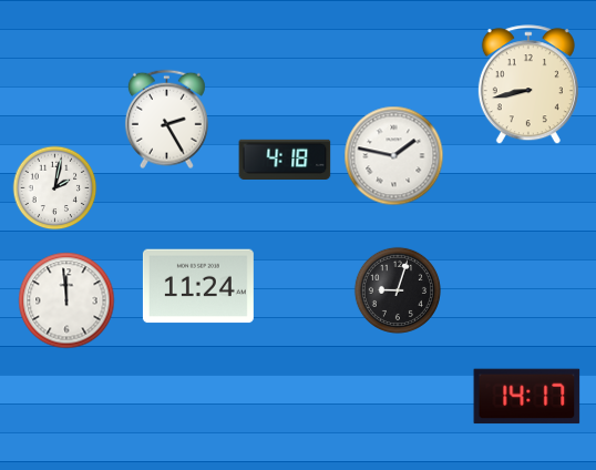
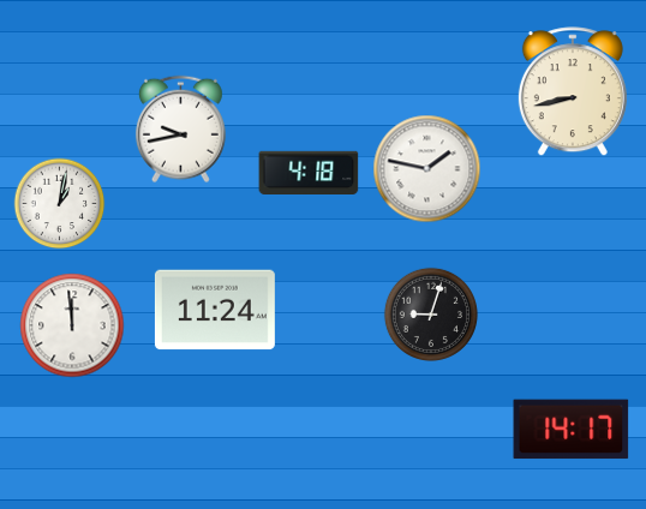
clock at (166, 120): 2:25 -> 9:43
clock at (55, 188): 2:02 -> 1:02
